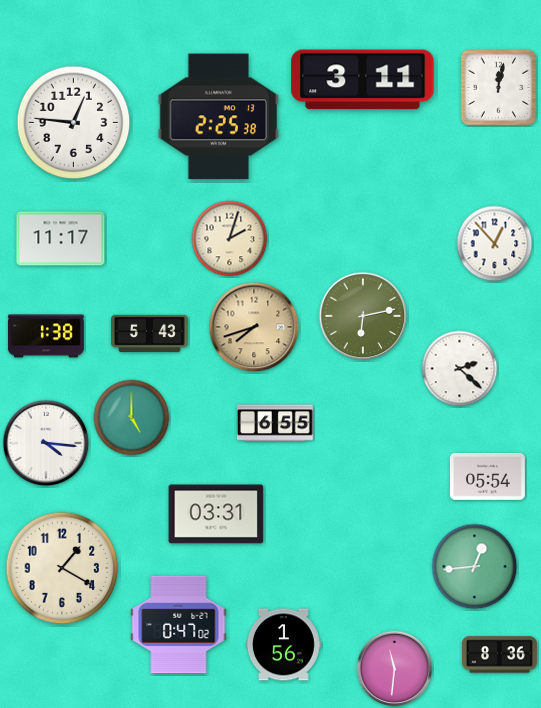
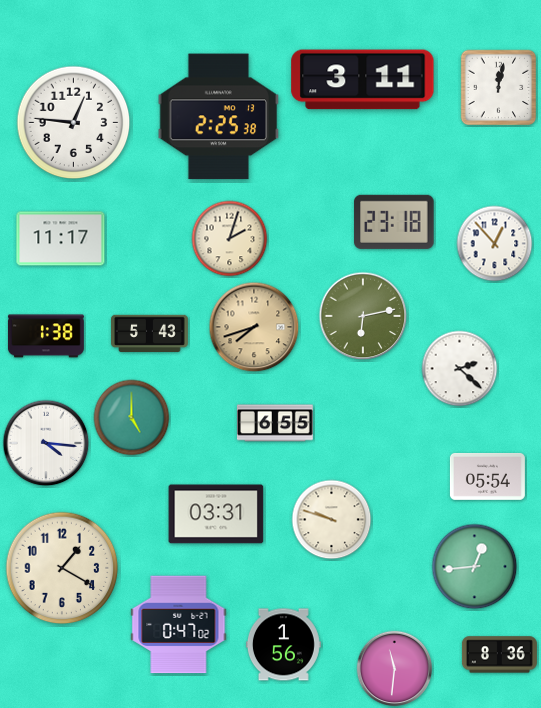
clock at (394, 222): none -> 23:18
clock at (332, 520): none -> 9:48
